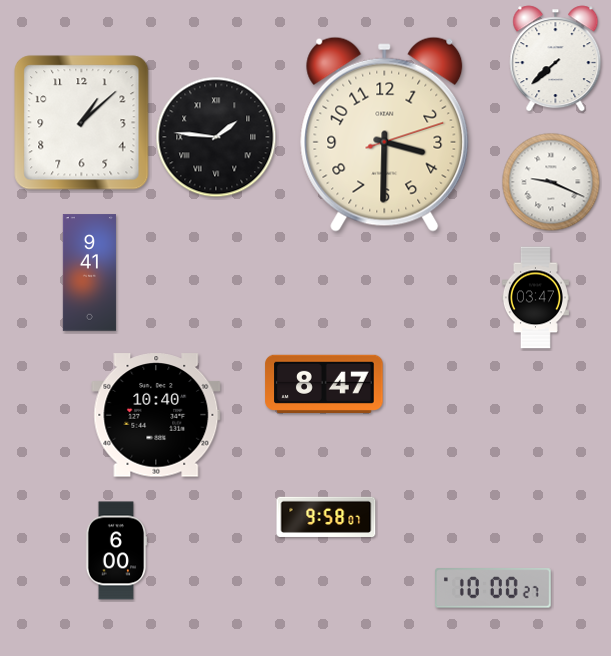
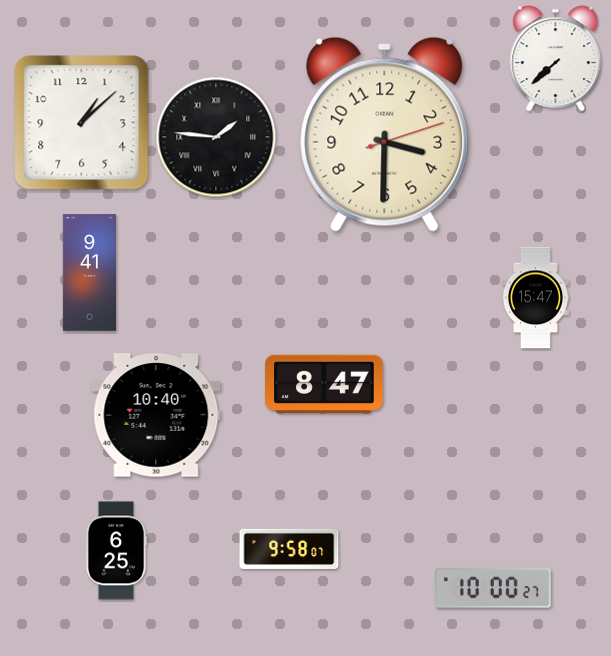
clock at (551, 182): 9:19 -> none
clock at (535, 298): 03:47 -> 15:47
clock at (326, 516) position: (326, 516) -> (289, 548)
clock at (116, 551): 6:00 -> 6:25
